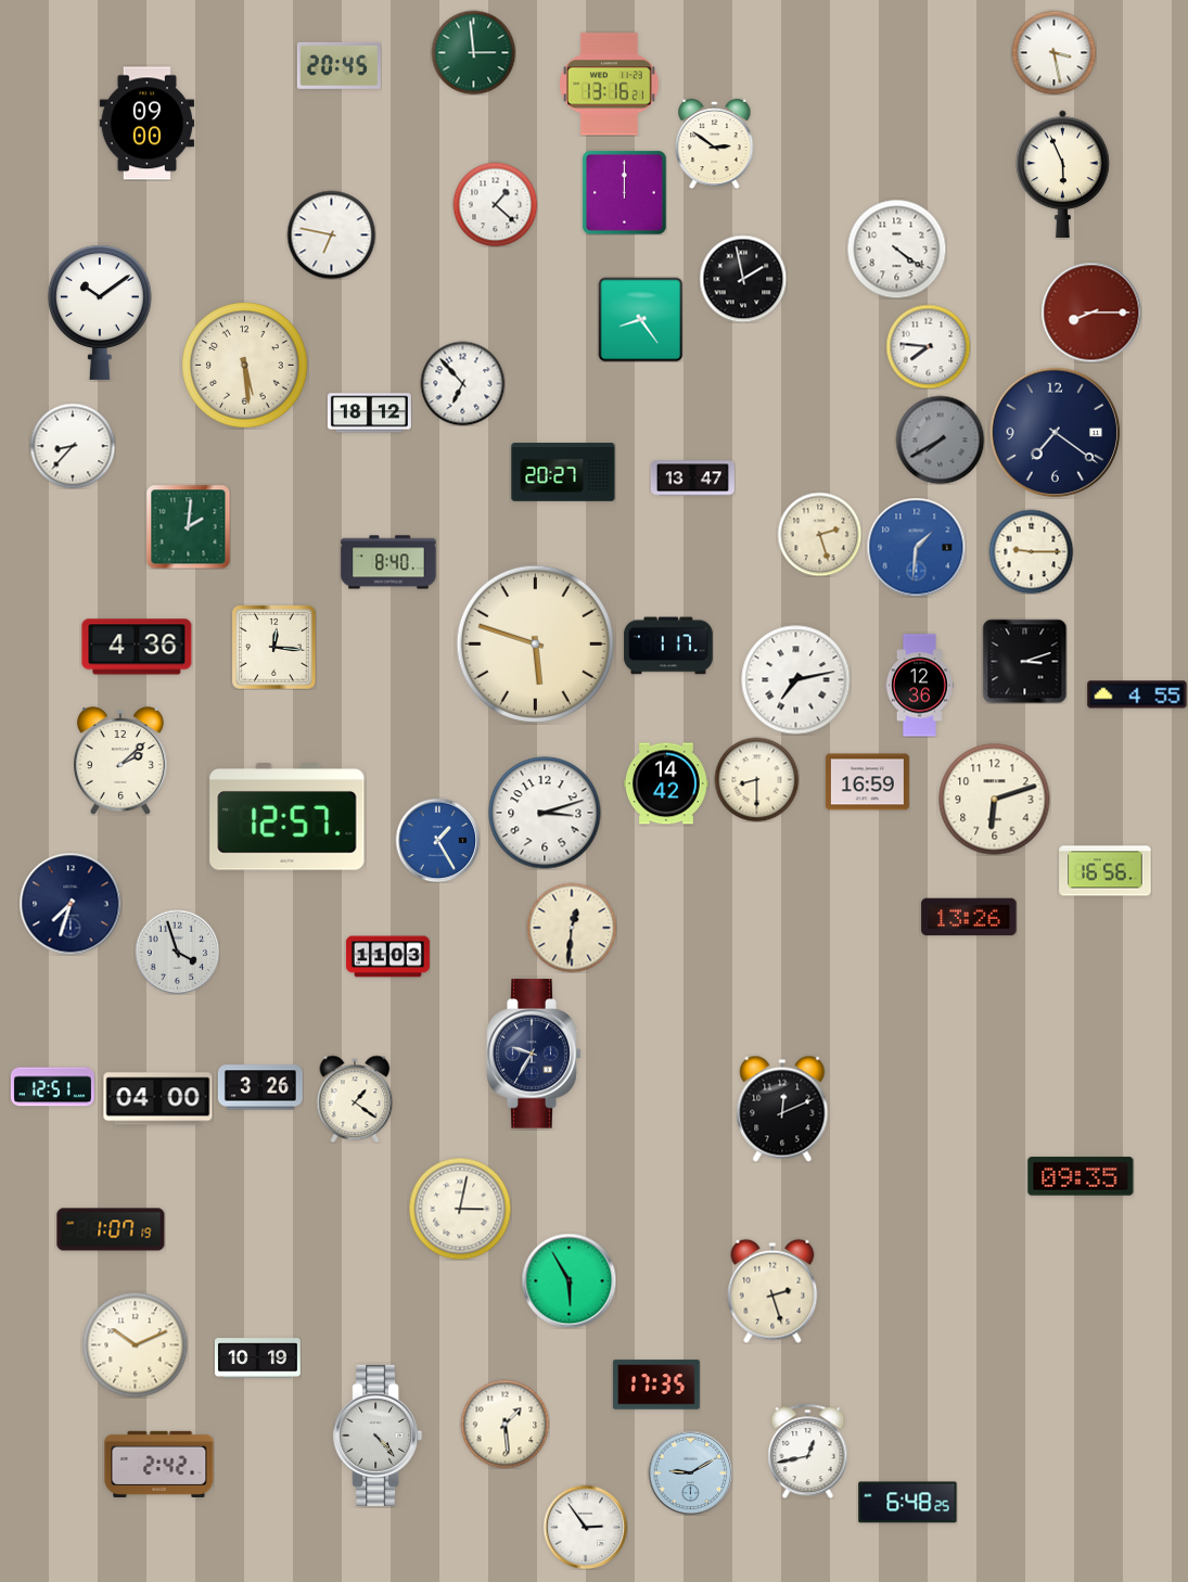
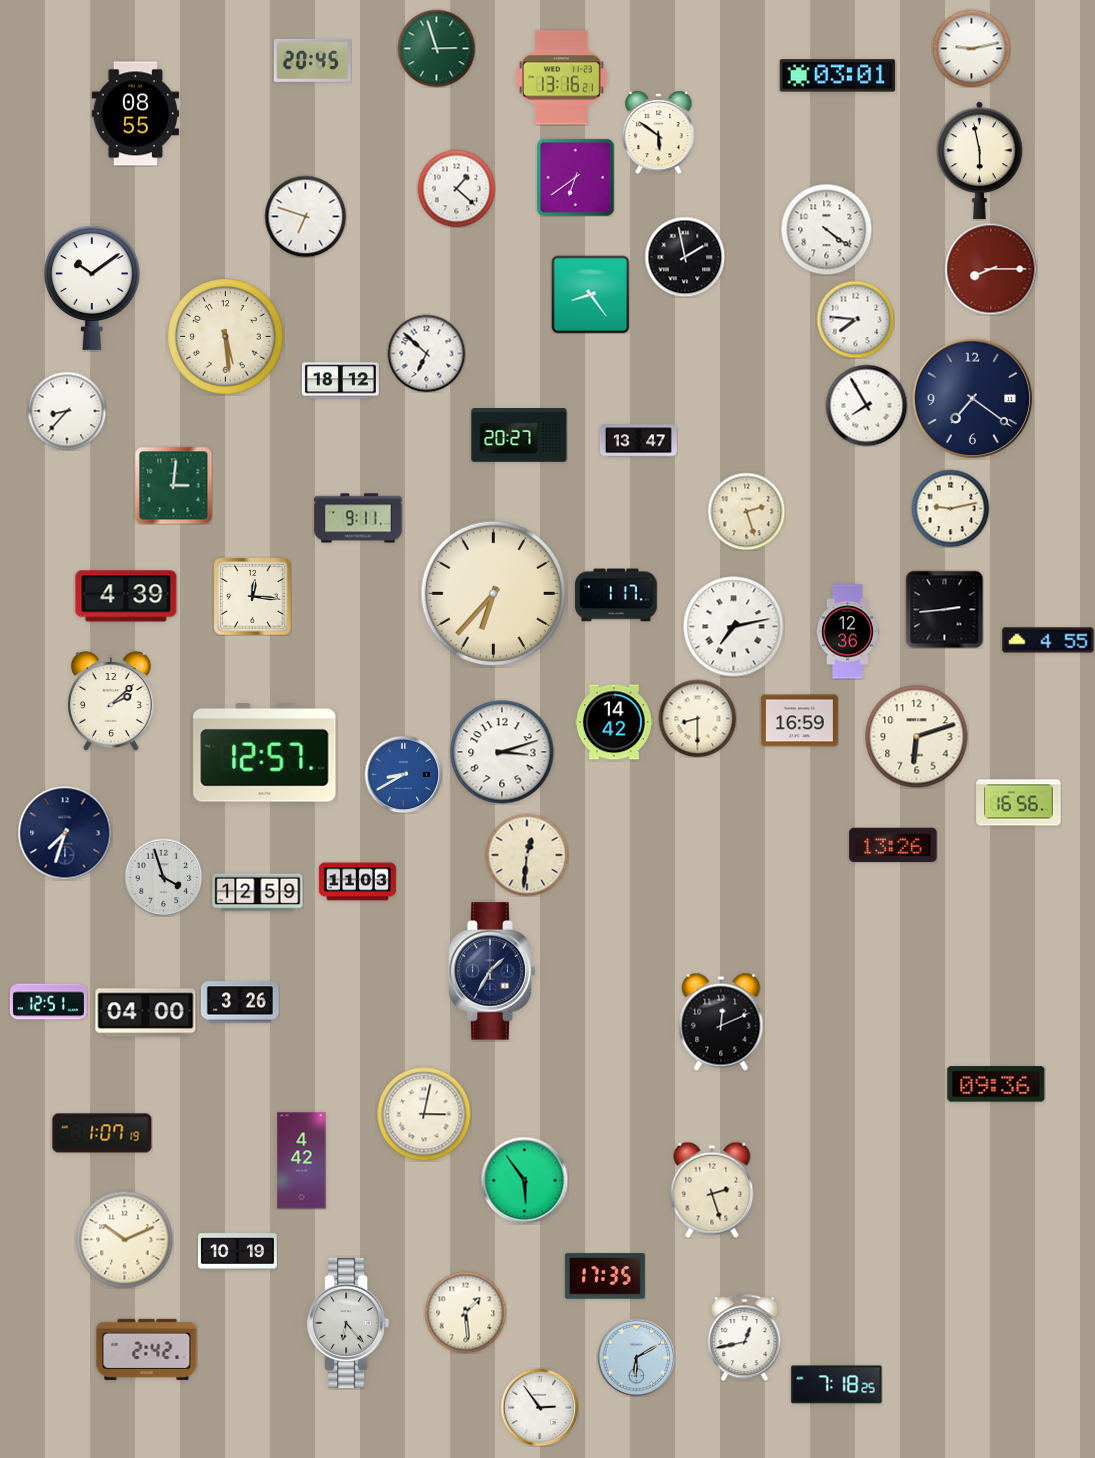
clock at (473, 52): 2:59 -> 2:57
clock at (1053, 52): 3:28 -> 9:13
clock at (838, 76): none -> 03:01
clock at (148, 124): 09:00 -> 08:55
clock at (715, 144): 2:51 -> 5:51
clock at (1062, 175): 5:56 -> 5:58
clock at (624, 192): 12:00 -> 6:39
clock at (331, 234): 6:47 -> 6:48
clock at (1091, 312) position: (1091, 312) -> (991, 269)
clock at (462, 383): 6:53 -> 6:52
clock at (940, 439): 7:40 -> 7:55
clock at (940, 439) dial: grey -> white
clock at (188, 526): 2:01 -> 3:01
clock at (819, 534) position: (819, 534) -> (746, 511)
clock at (916, 547): 1:31 -> none
clock at (1031, 551): 9:15 -> 9:13
clock at (388, 562): 8:40 -> 9:11
clock at (535, 643): 5:48 -> 6:37
clock at (137, 647): 4:36 -> 4:39
clock at (1024, 661): 3:12 -> 2:44
clock at (545, 813) position: (545, 813) -> (502, 752)
clock at (437, 840): 1:25 -> 8:40
clock at (258, 893): none -> 12:59
clock at (534, 1054): 9:35 -> 1:35
clock at (355, 1099): 1:21 -> none
clock at (1081, 1176): 09:35 -> 09:36
clock at (302, 1161): none -> 4:42
clock at (569, 1280): 5:55 -> 5:54
clock at (378, 1436): 4:23 -> 6:23
clock at (690, 1472): 9:10 -> 6:10
clock at (908, 1503): 6:48 -> 7:18
